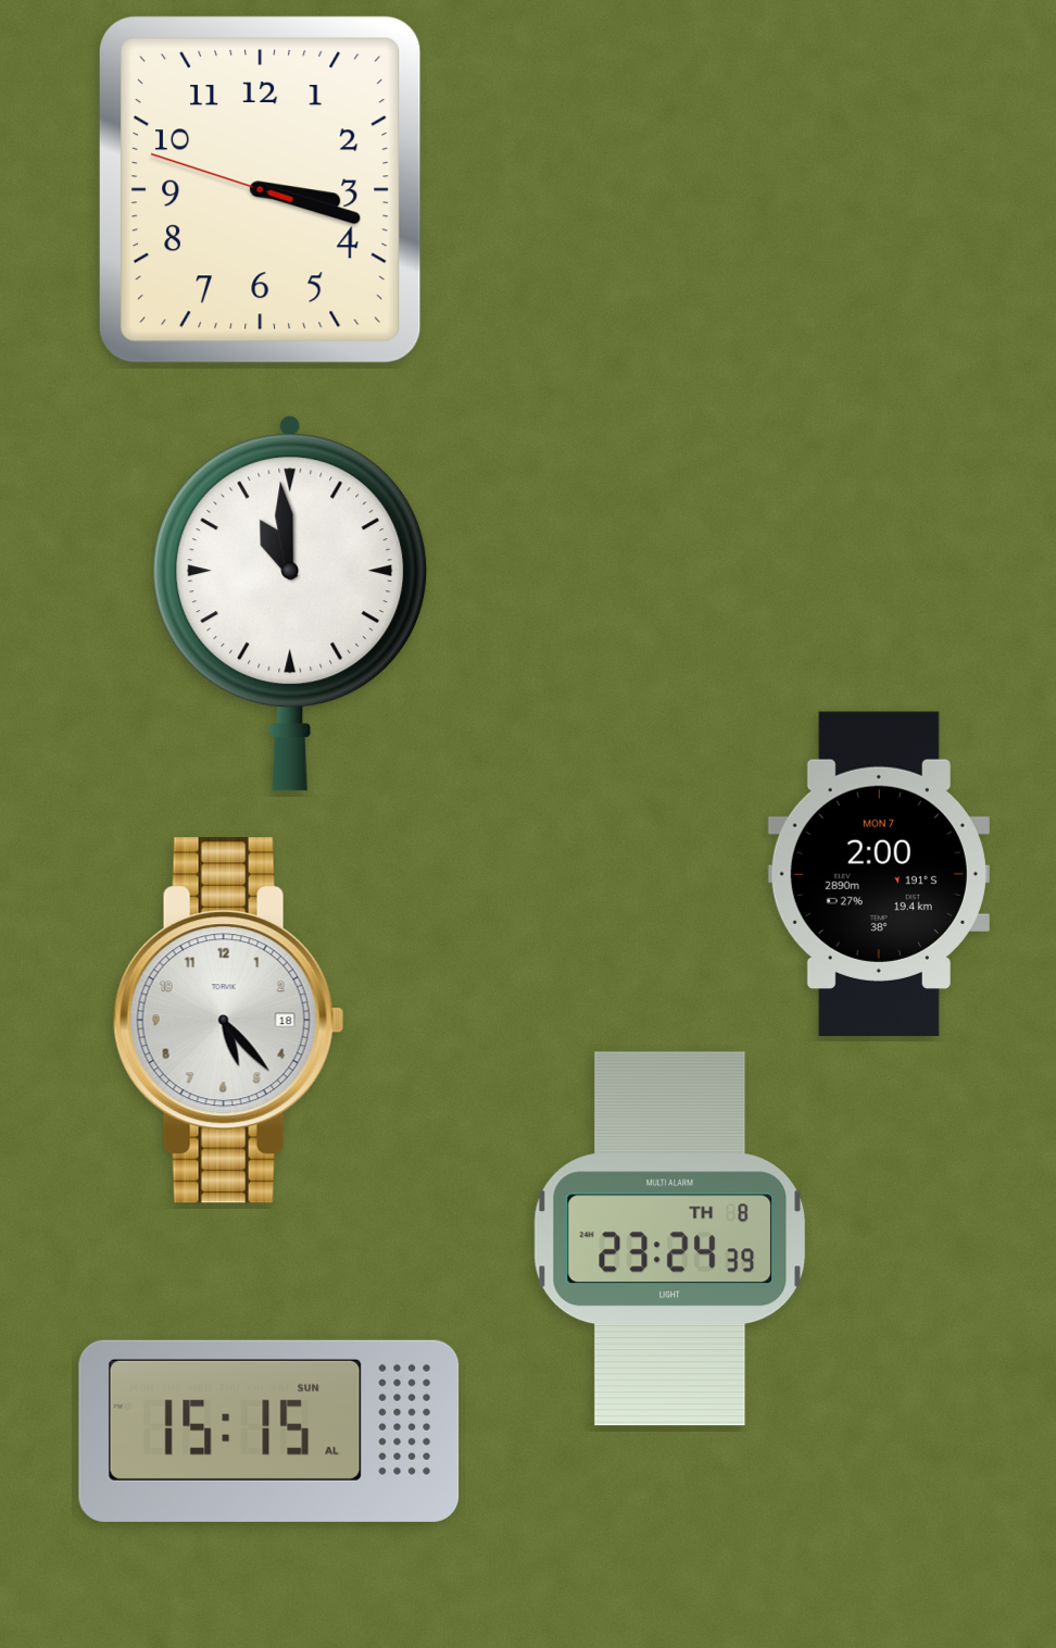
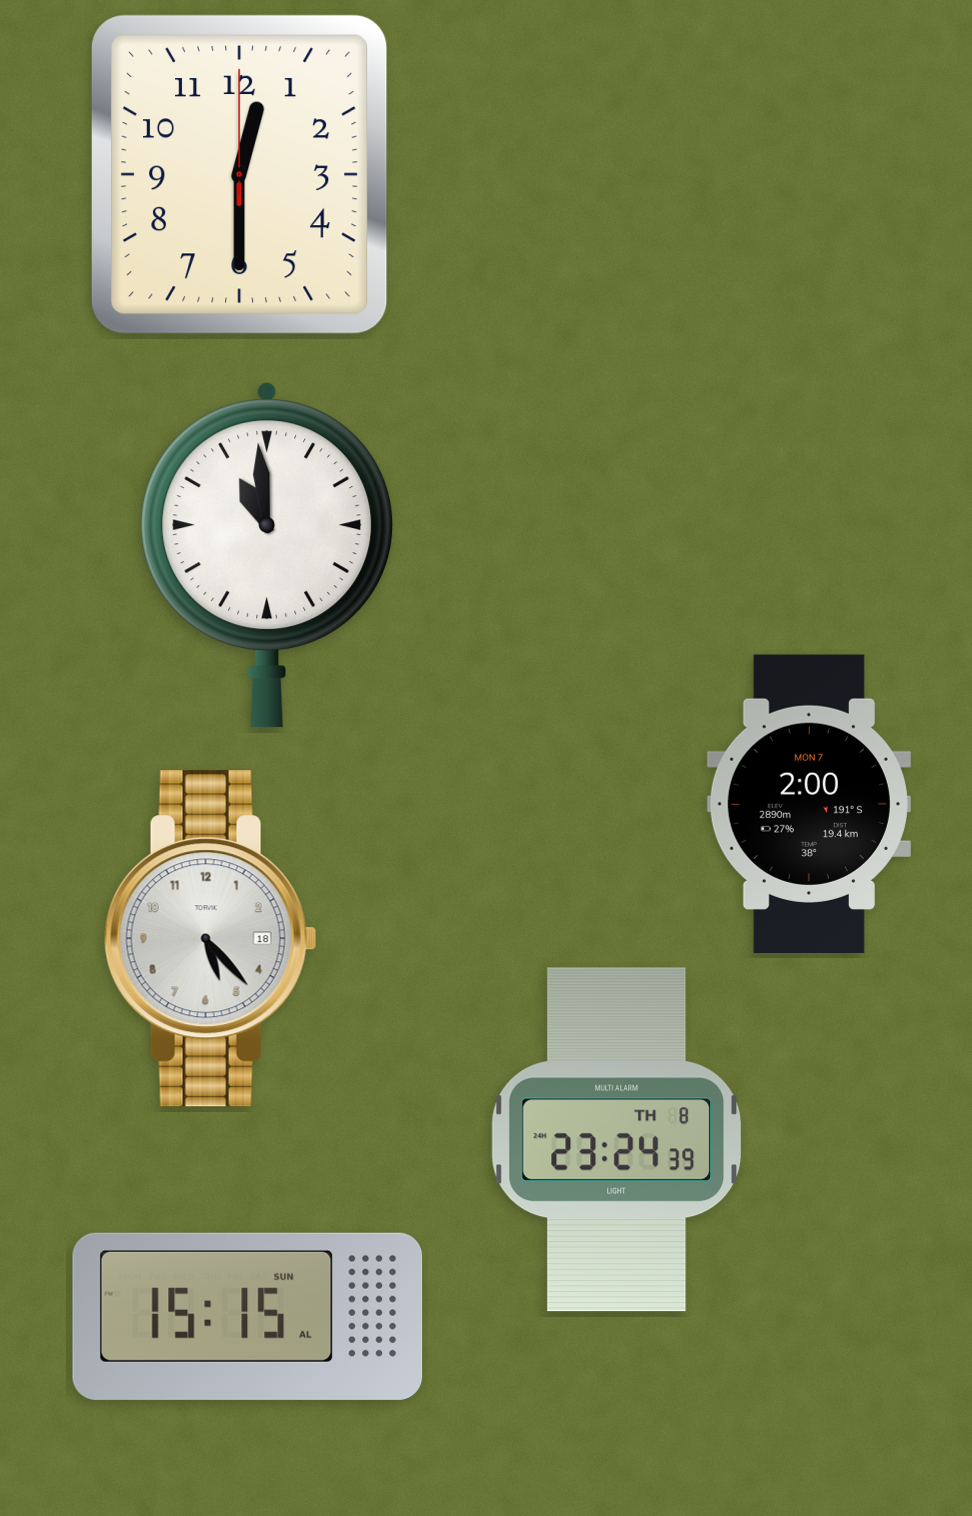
clock at (260, 189): 3:17 -> 12:30
